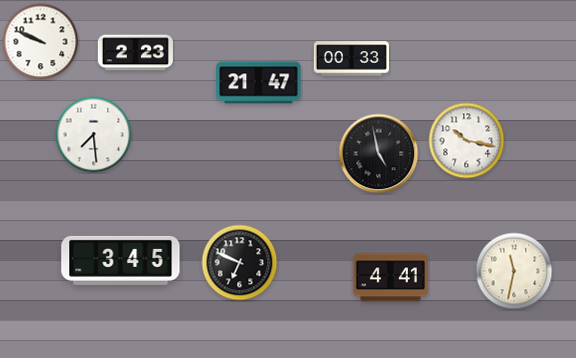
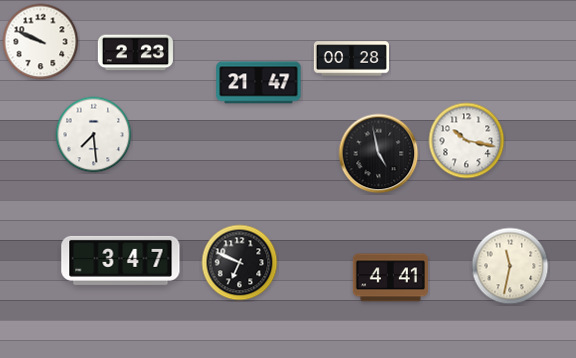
clock at (351, 59): 00:33 -> 00:28
clock at (121, 260): 3:45 -> 3:47
clock at (514, 271) position: (514, 271) -> (510, 266)
